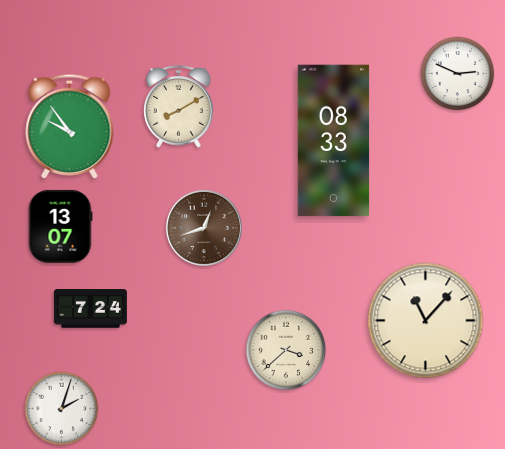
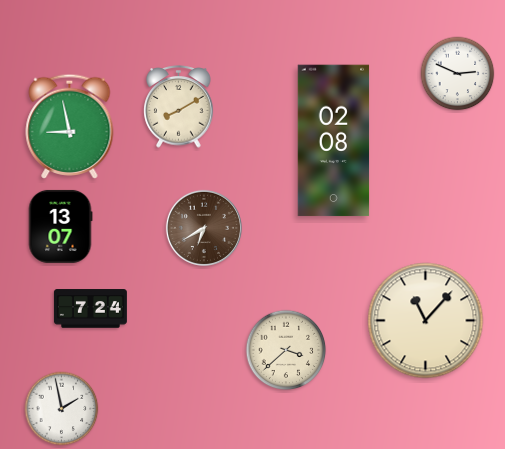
clock at (70, 126): 9:54 -> 8:58
clock at (334, 141): 08:33 -> 02:08
clock at (204, 228): 12:42 -> 6:40
clock at (62, 409): 2:03 -> 1:58
